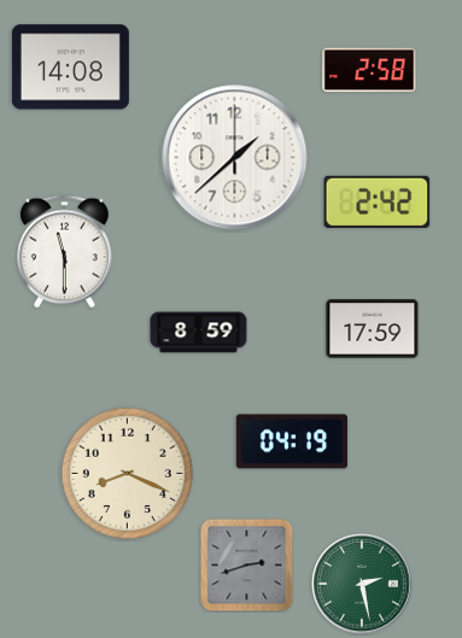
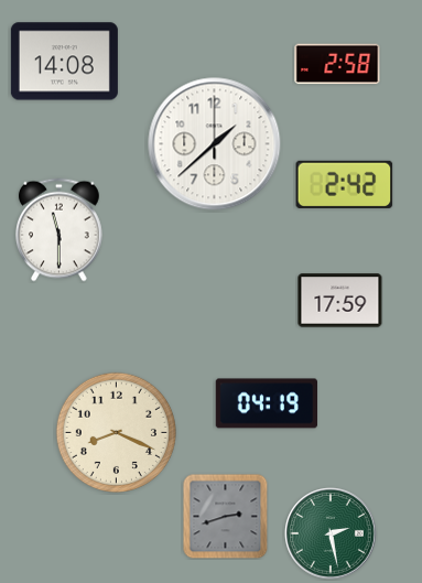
clock at (199, 333): 8:59 -> none
